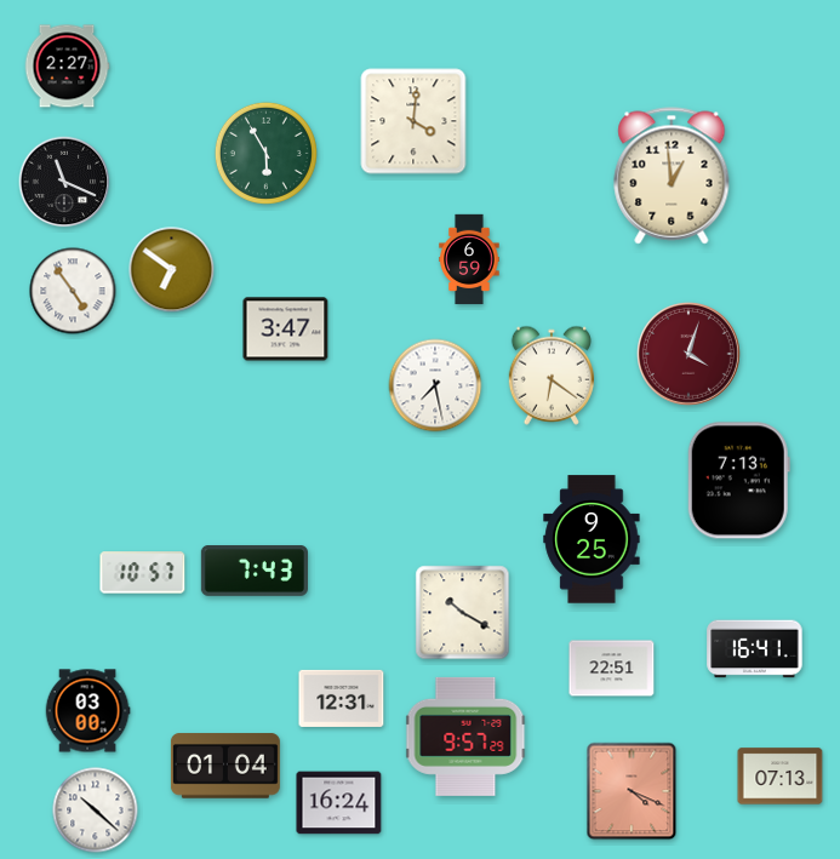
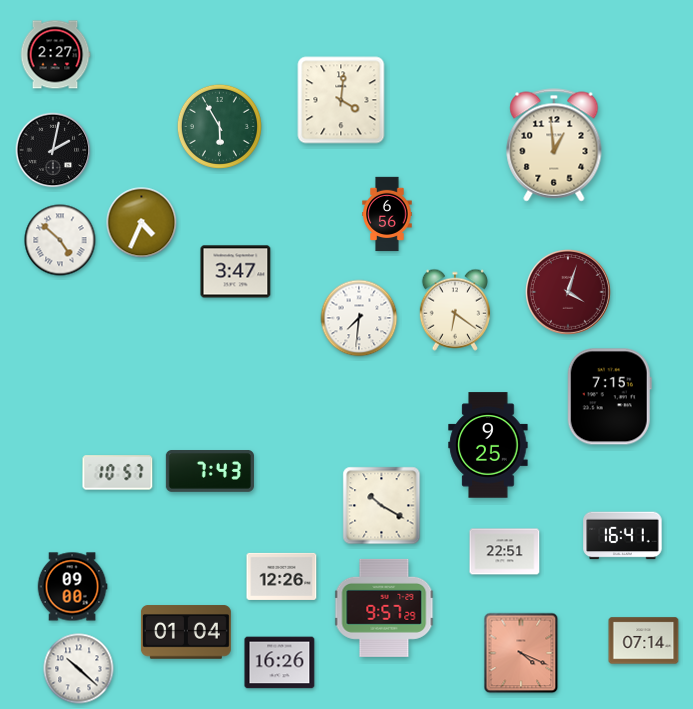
clock at (64, 182): 11:19 -> 2:02
clock at (469, 259): 6:59 -> 6:56
clock at (172, 270): 6:51 -> 4:34
clock at (73, 291): 4:54 -> 4:52
clock at (435, 385): 7:28 -> 7:31
clock at (738, 481): 7:13 -> 7:15
clock at (342, 698): 12:31 -> 12:26
clock at (87, 711): 03:00 -> 09:00
clock at (781, 777): 07:13 -> 07:14
clock at (339, 803): 16:24 -> 16:26
